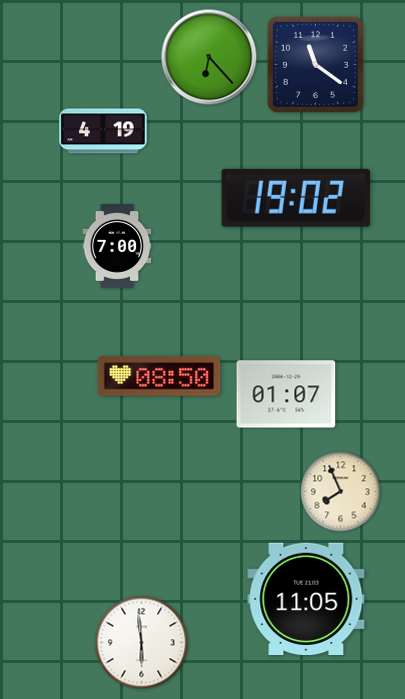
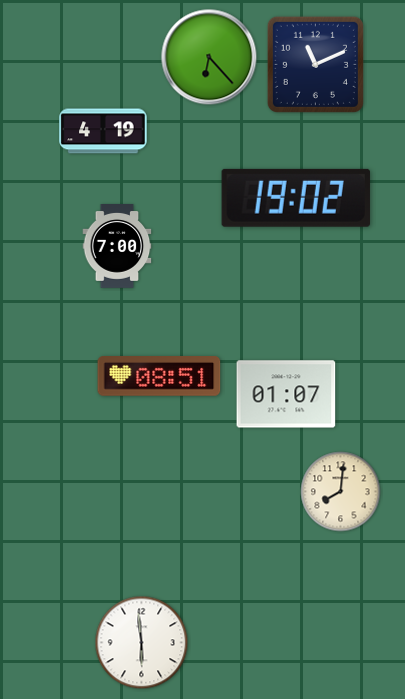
clock at (315, 64): 11:21 -> 11:11
clock at (159, 376): 08:50 -> 08:51
clock at (341, 492): 7:56 -> 8:01
clock at (306, 598): 11:05 -> none
